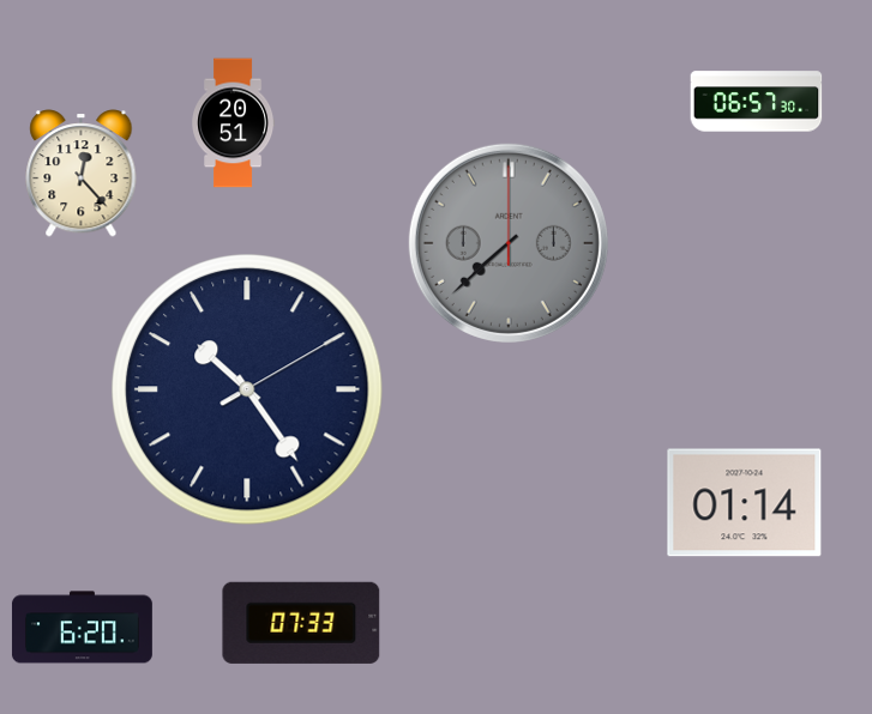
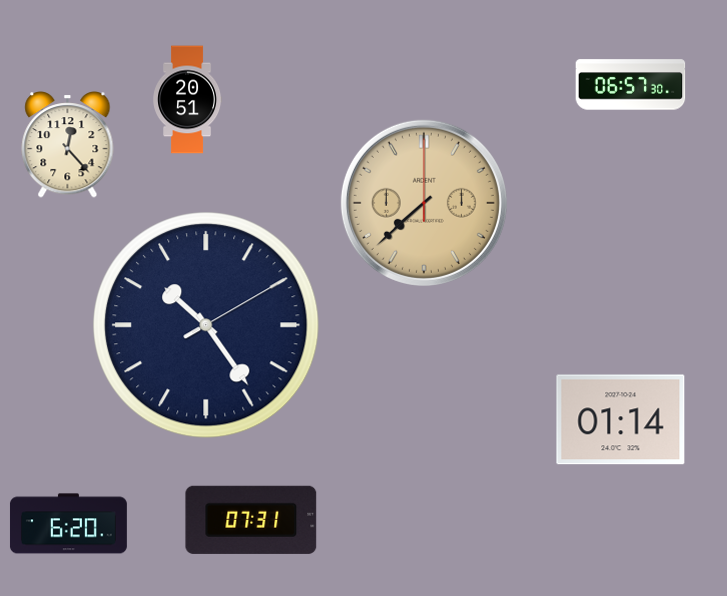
clock at (234, 123) position: (234, 123) -> (188, 100)
clock at (509, 243) dial: grey -> champagne
clock at (301, 623): 07:33 -> 07:31
